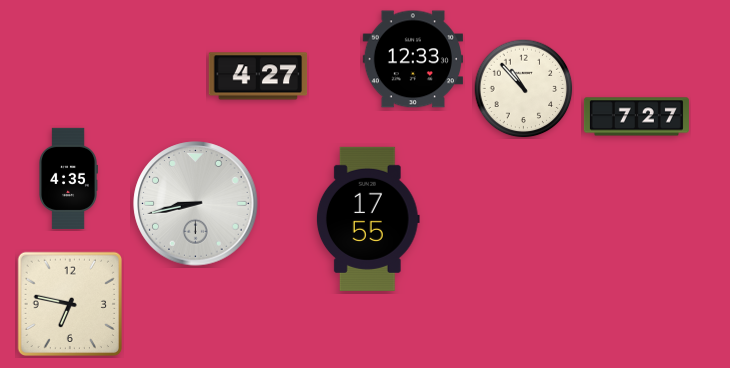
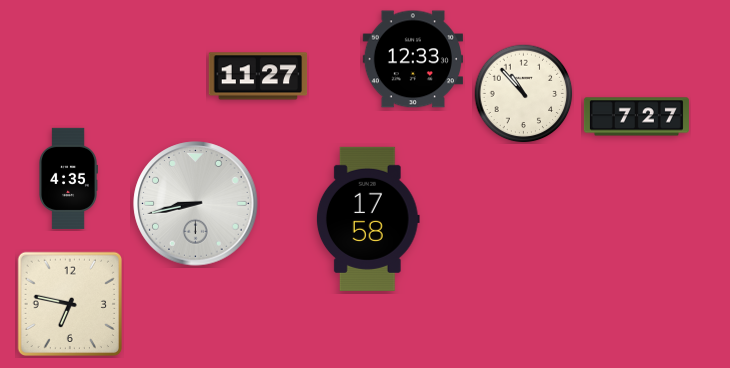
clock at (258, 76): 4:27 -> 11:27
clock at (524, 89) position: (524, 89) -> (524, 94)
clock at (368, 219): 17:55 -> 17:58
